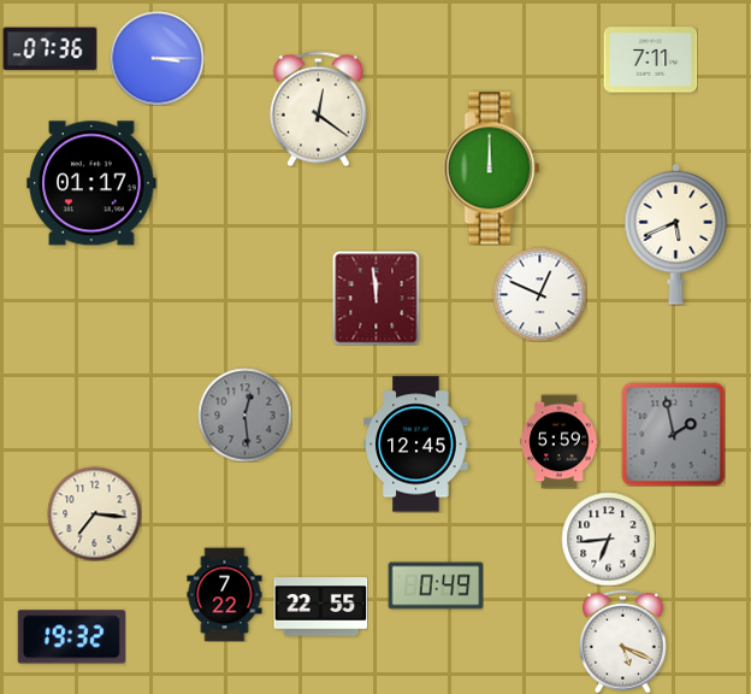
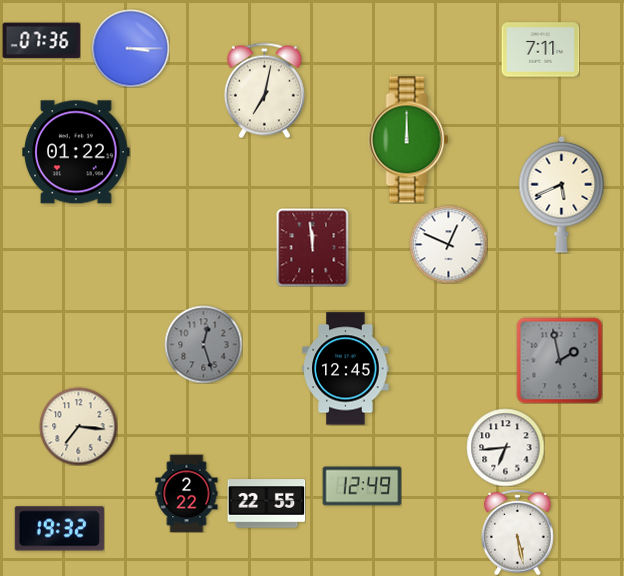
clock at (318, 108): 12:21 -> 7:02
clock at (91, 183): 01:17 -> 01:22
clock at (244, 414): 12:29 -> 12:27
clock at (560, 441): 5:59 -> none
clock at (436, 586): 0:49 -> 12:49
clock at (225, 594): 7:22 -> 2:22
clock at (623, 641): 5:19 -> 5:28
